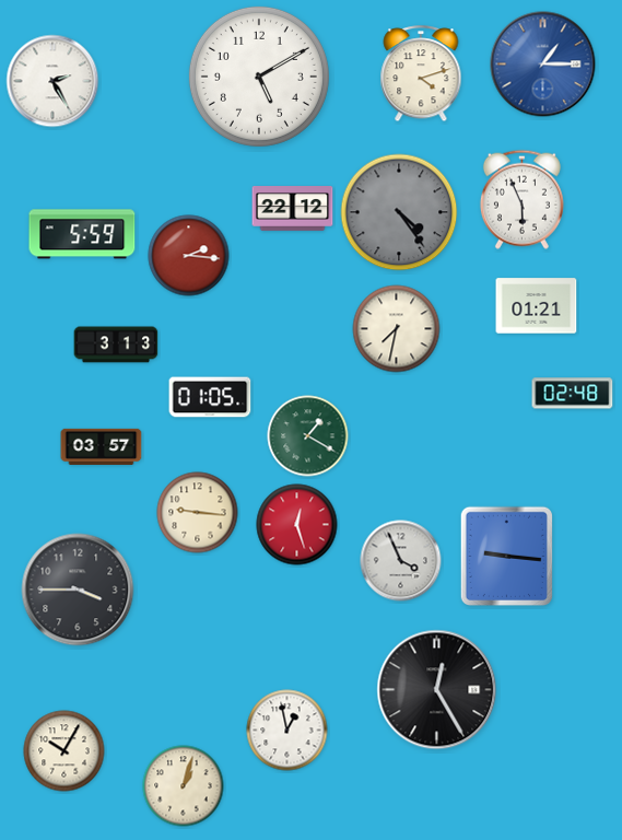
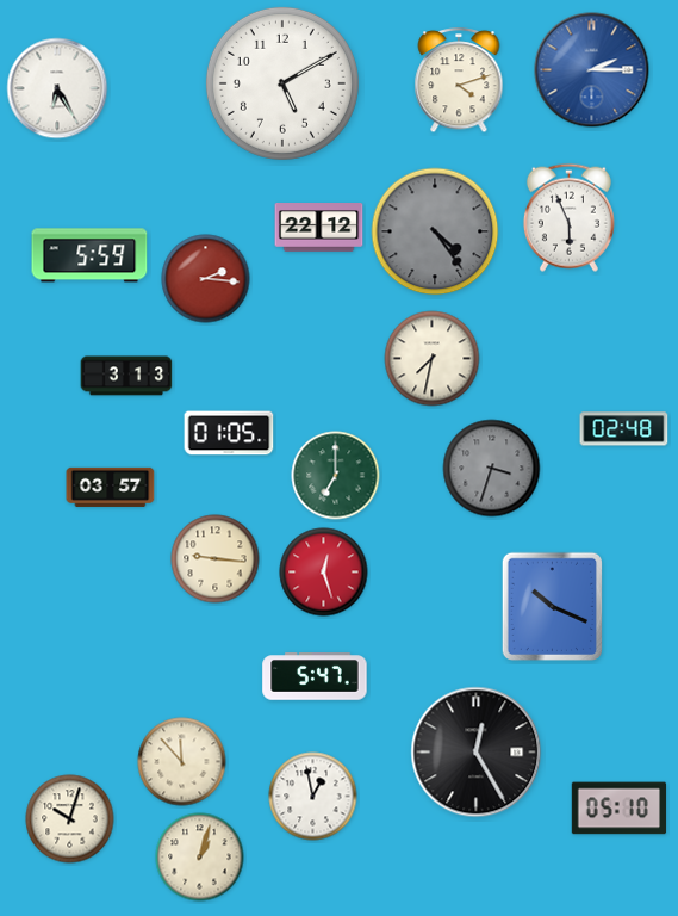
clock at (543, 65): 1:15 -> 2:15
clock at (52, 81): 2:25 -> 6:25
clock at (537, 306): 01:21 -> none
clock at (492, 469): none -> 3:33
clock at (308, 436): 1:20 -> 7:00
clock at (506, 556): 9:16 -> 10:19
clock at (401, 561): 3:56 -> none
clock at (78, 590): 3:45 -> none
clock at (315, 676): none -> 5:47
clock at (182, 762): none -> 11:53
clock at (620, 809): none -> 05:10
clock at (64, 751): 10:05 -> 10:03
